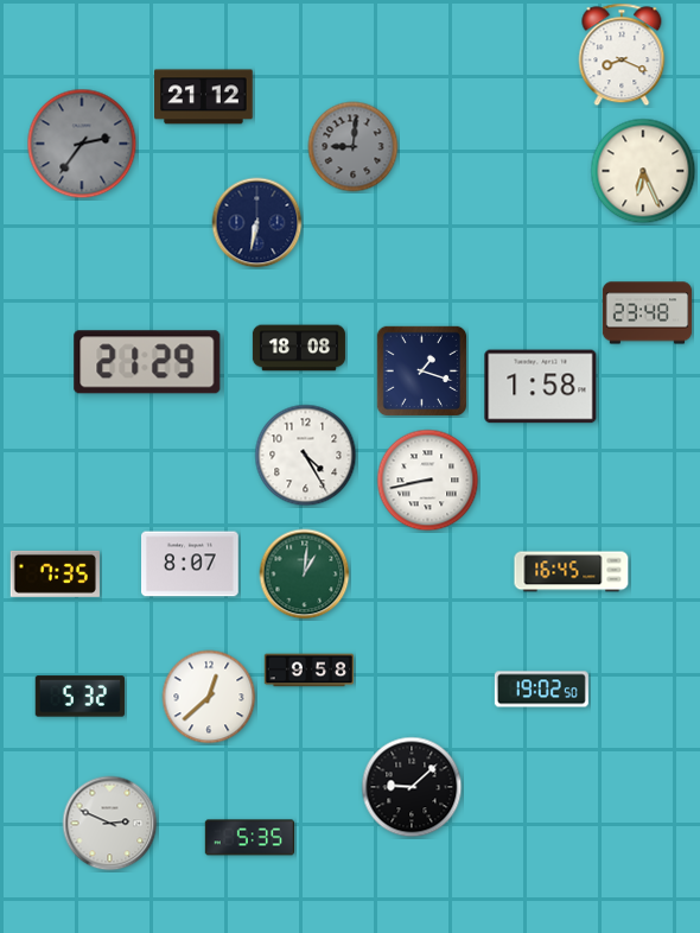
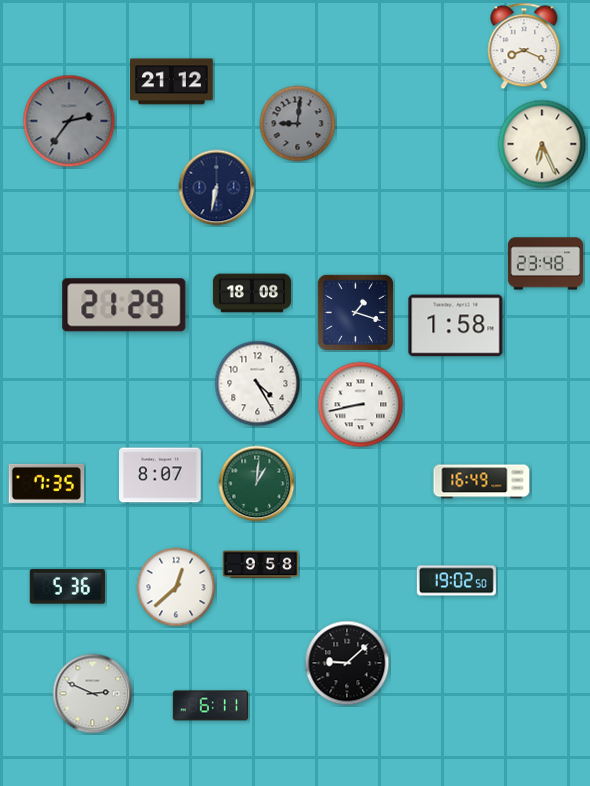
clock at (572, 572): 16:45 -> 16:49
clock at (79, 697): 5:32 -> 5:36
clock at (249, 838): 5:35 -> 6:11
